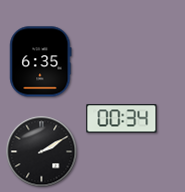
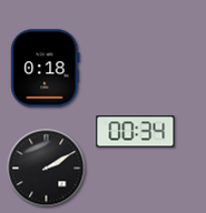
clock at (41, 62): 6:35 -> 0:18
